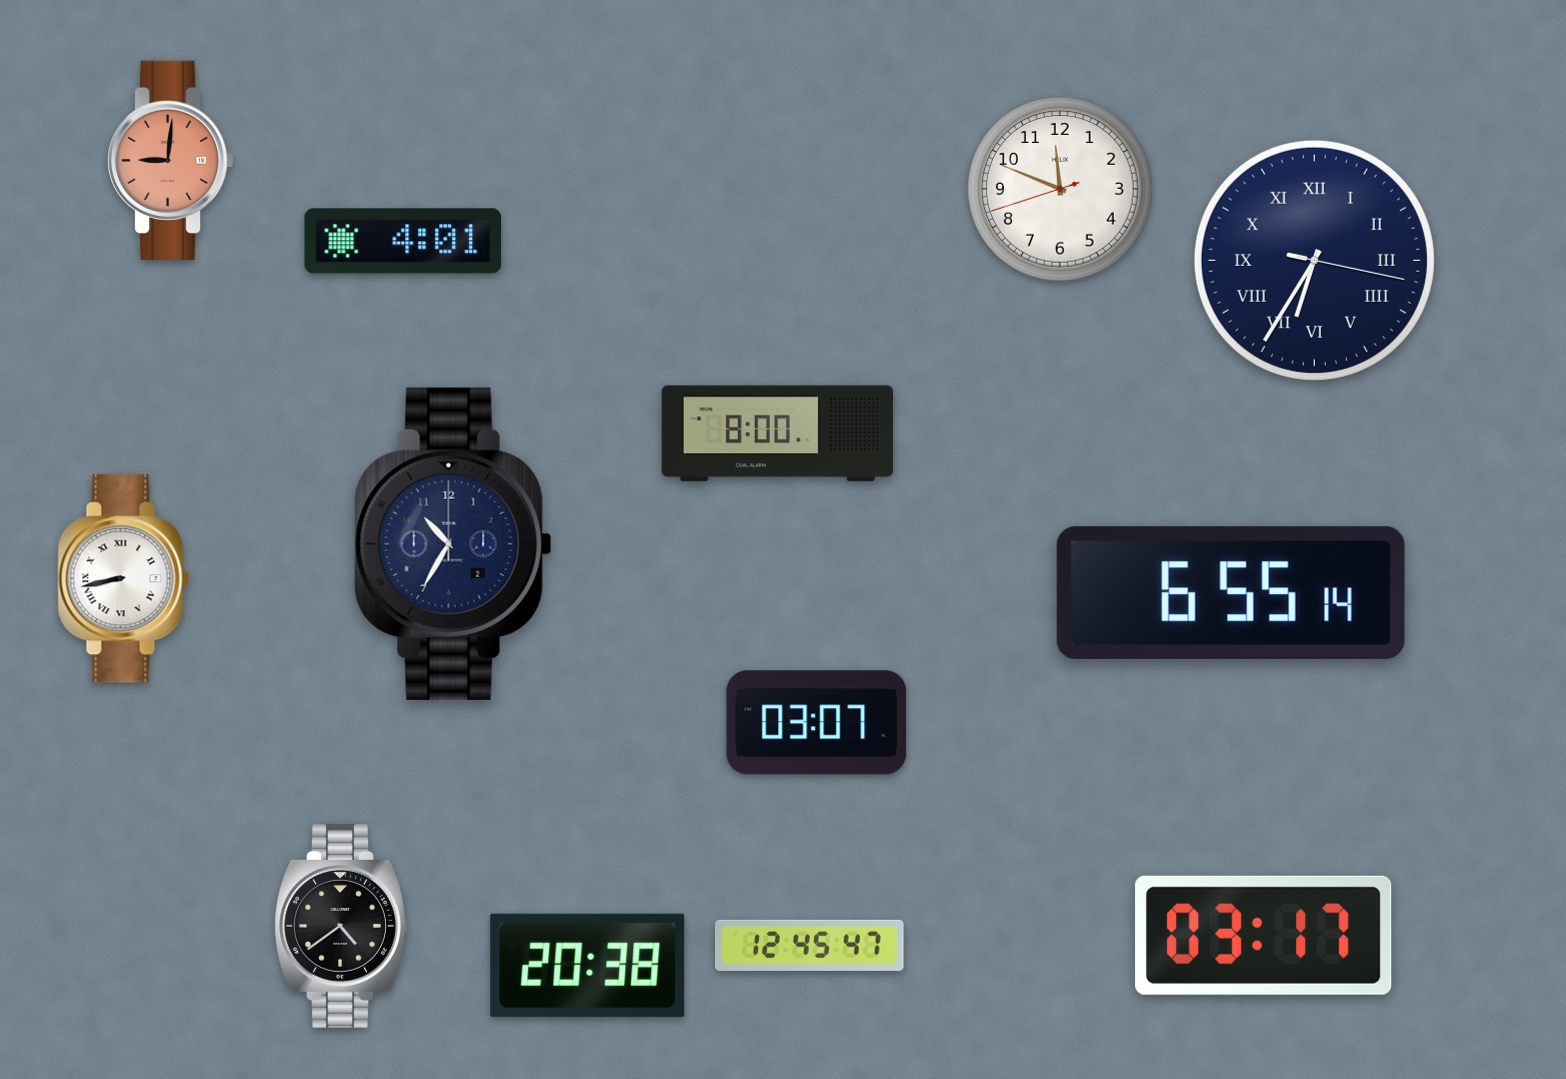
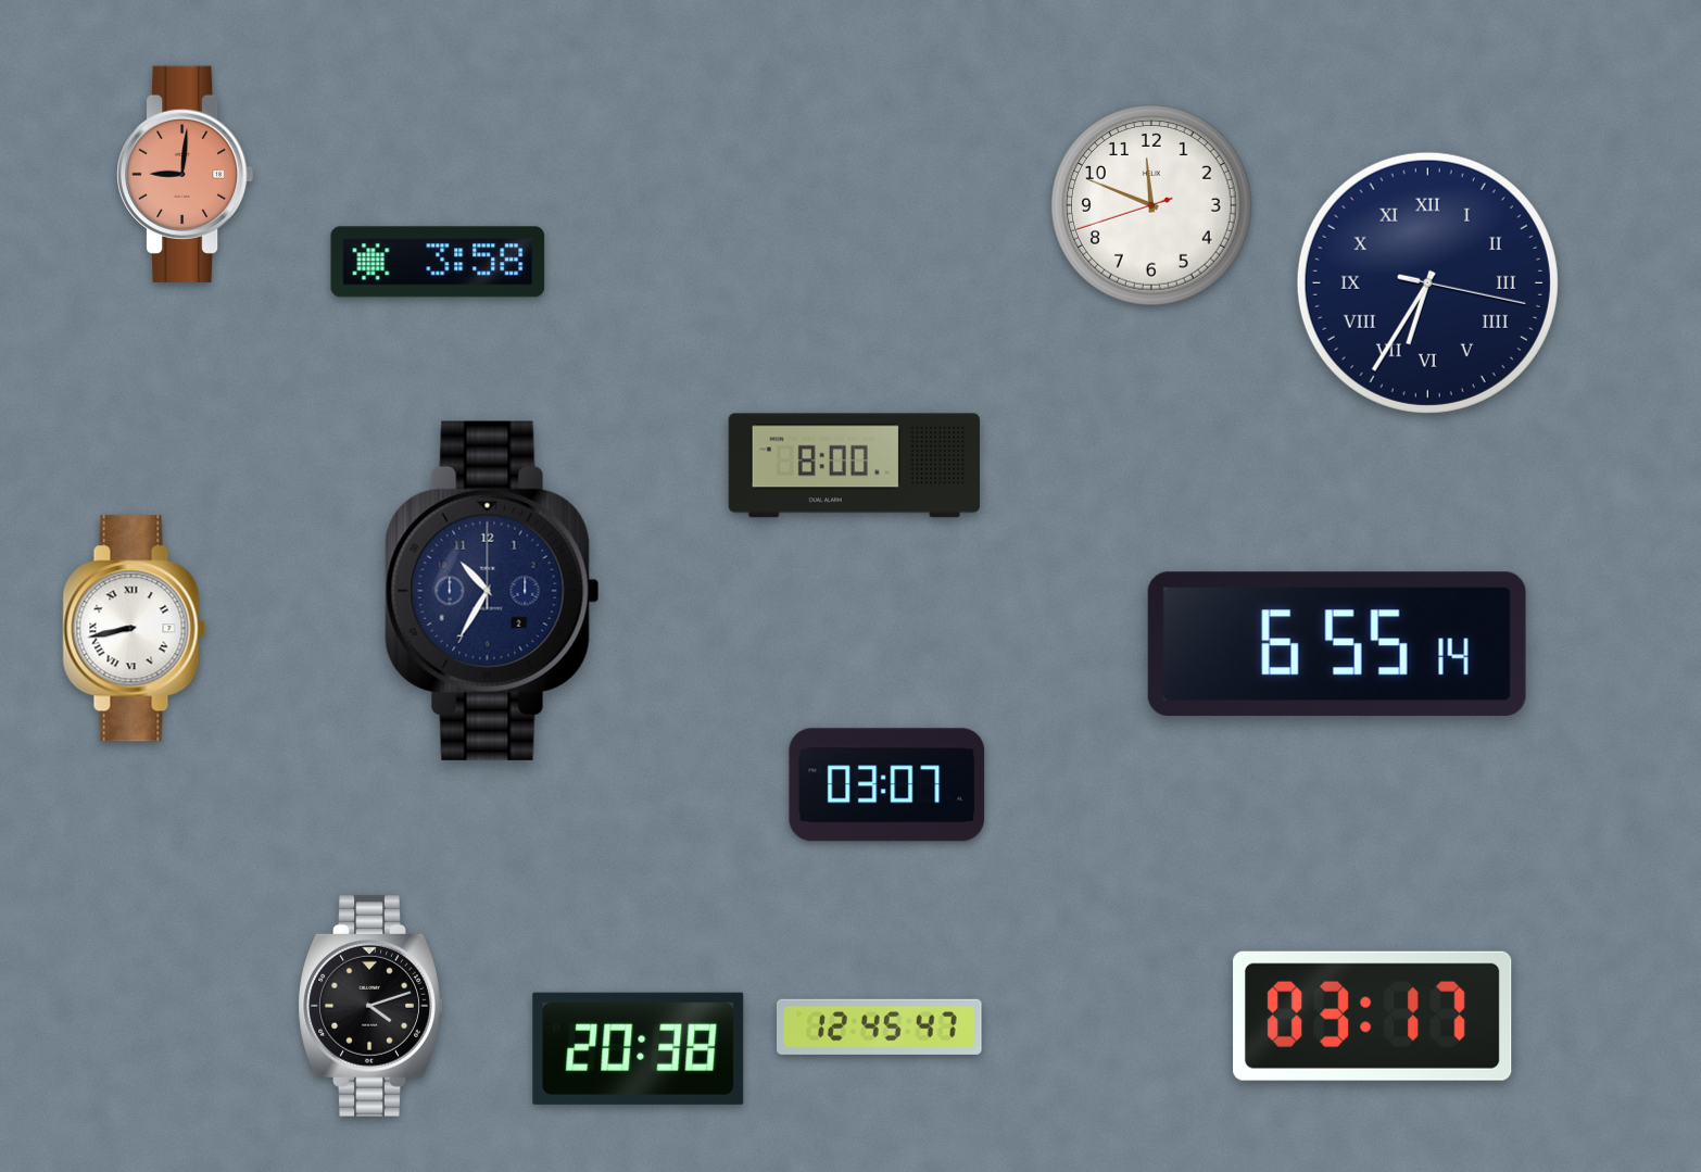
clock at (403, 241): 4:01 -> 3:58
clock at (777, 434) position: (777, 434) -> (854, 466)
clock at (341, 926): 4:39 -> 4:12
